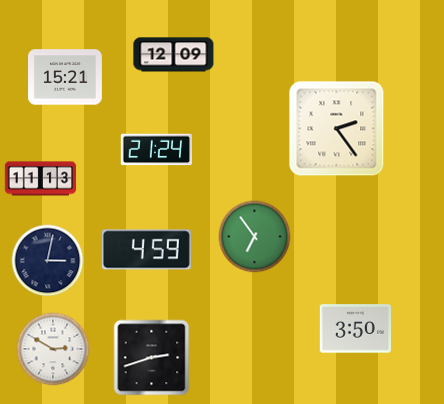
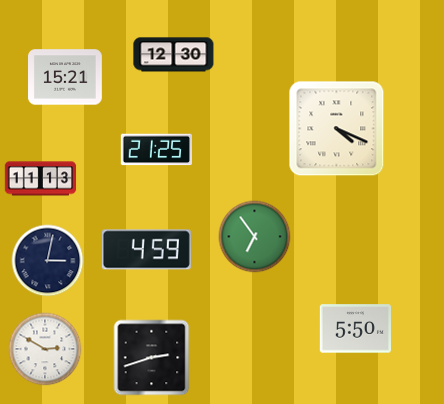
clock at (174, 55): 12:09 -> 12:30
clock at (337, 129): 2:24 -> 4:19
clock at (156, 150): 21:24 -> 21:25
clock at (355, 329): 3:50 -> 5:50
clock at (53, 349) position: (53, 349) -> (45, 349)
